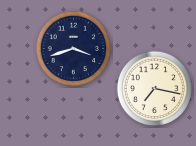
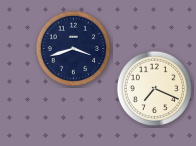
clock at (155, 89): 7:17 -> 7:19
